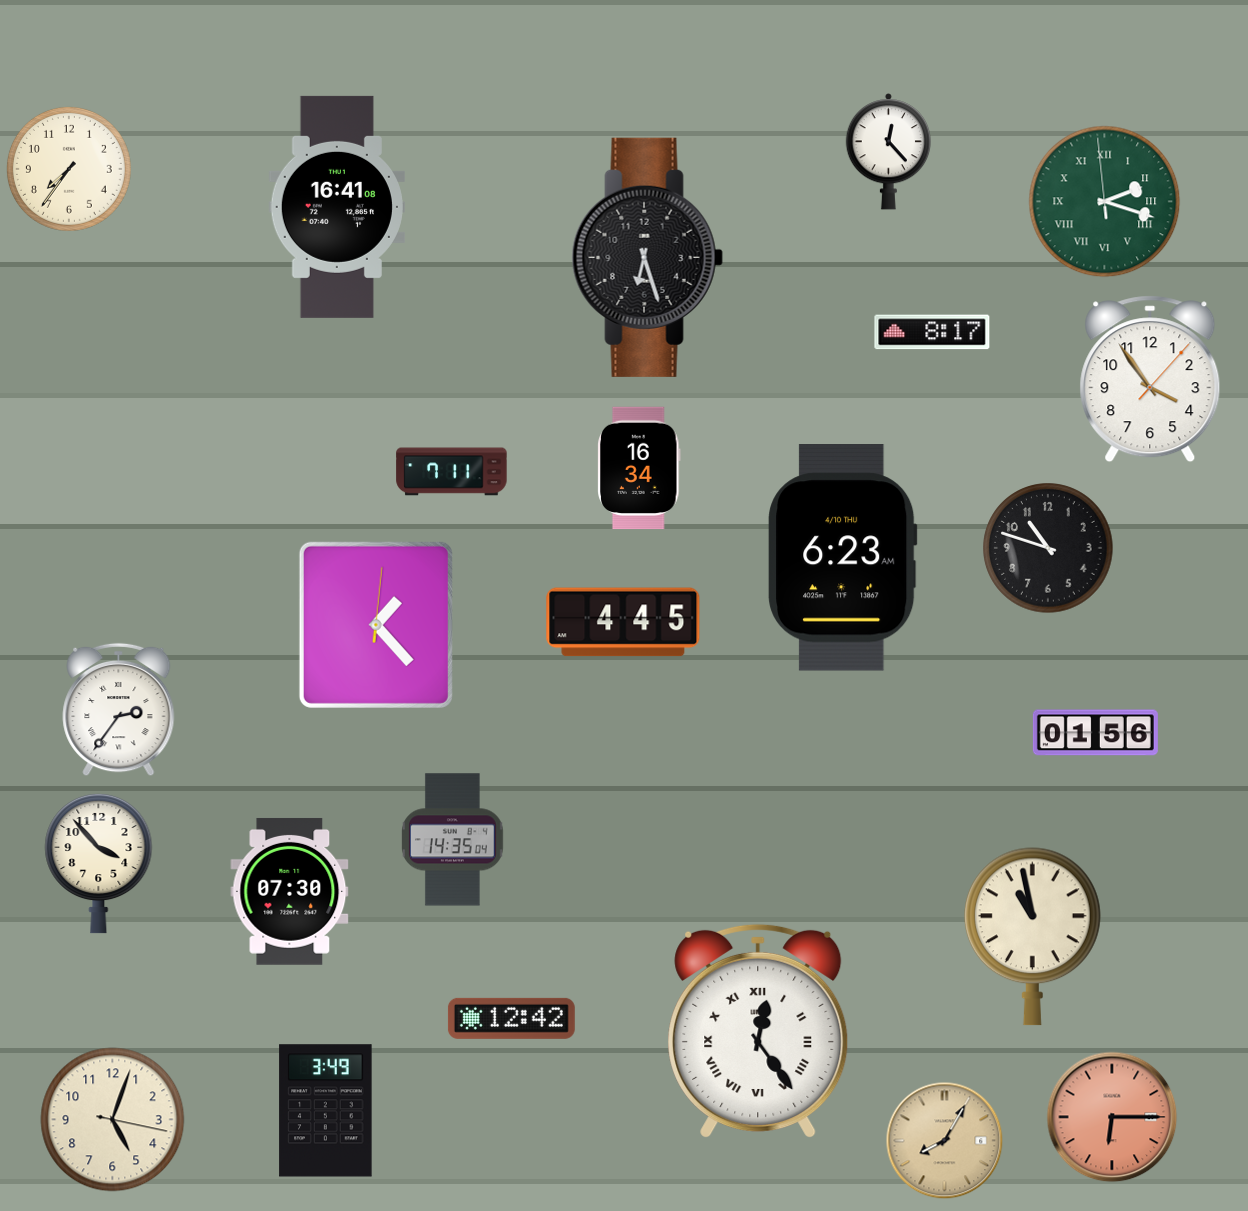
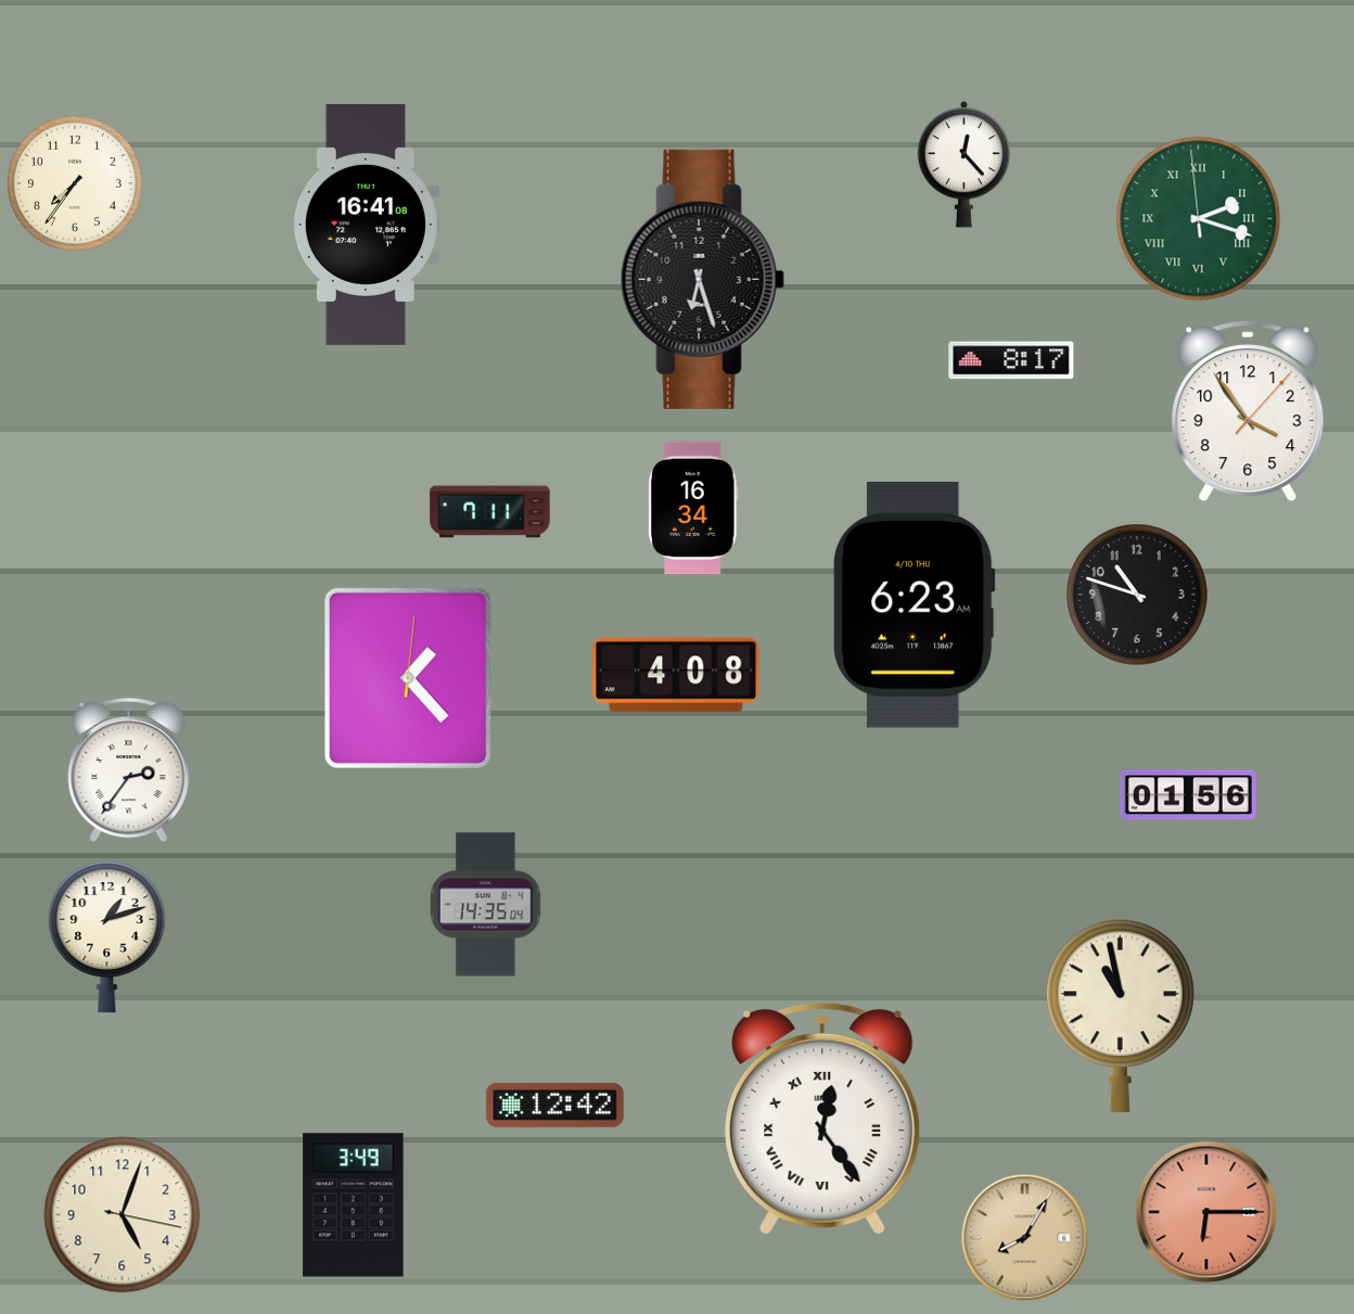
clock at (623, 622): 4:45 -> 4:08
clock at (453, 840) position: (453, 840) -> (486, 905)
clock at (99, 863): 3:53 -> 1:12
clock at (290, 891): 07:30 -> none
